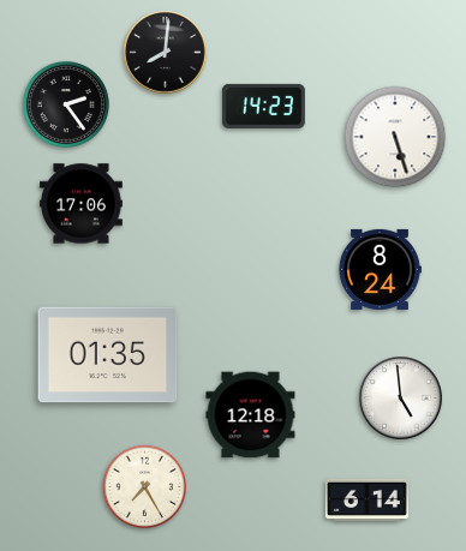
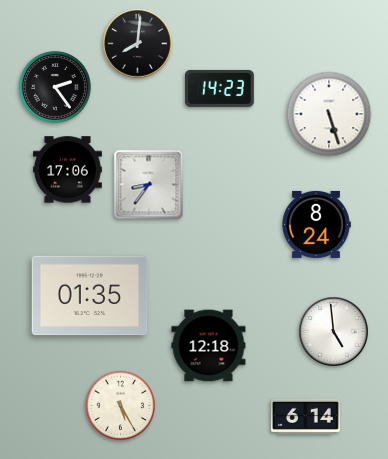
clock at (149, 185): none -> 8:36
clock at (145, 487): 7:25 -> 5:25
